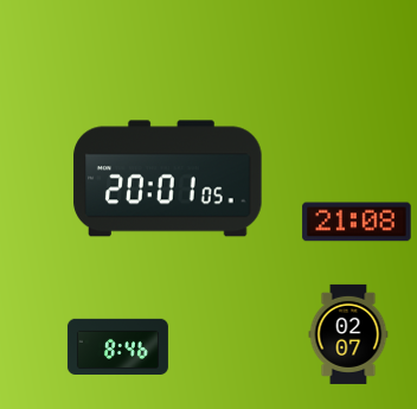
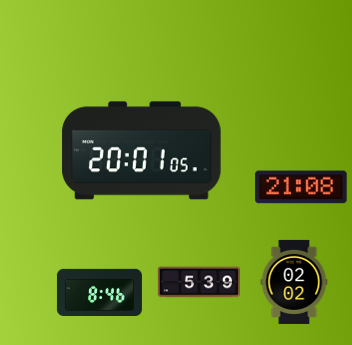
clock at (199, 282): none -> 5:39
clock at (348, 334): 02:07 -> 02:02
